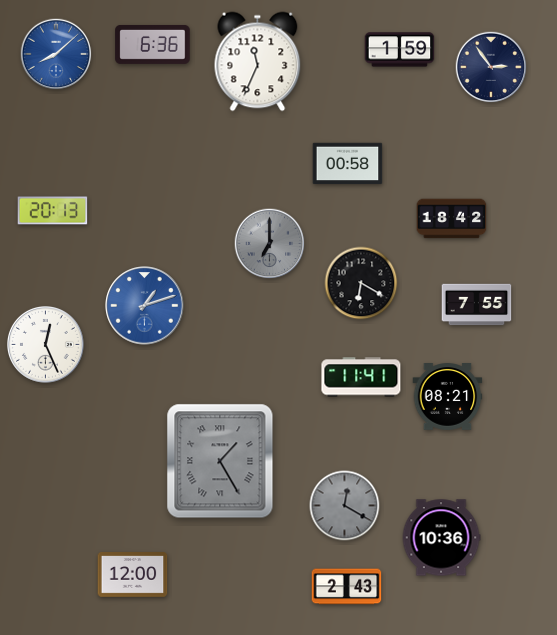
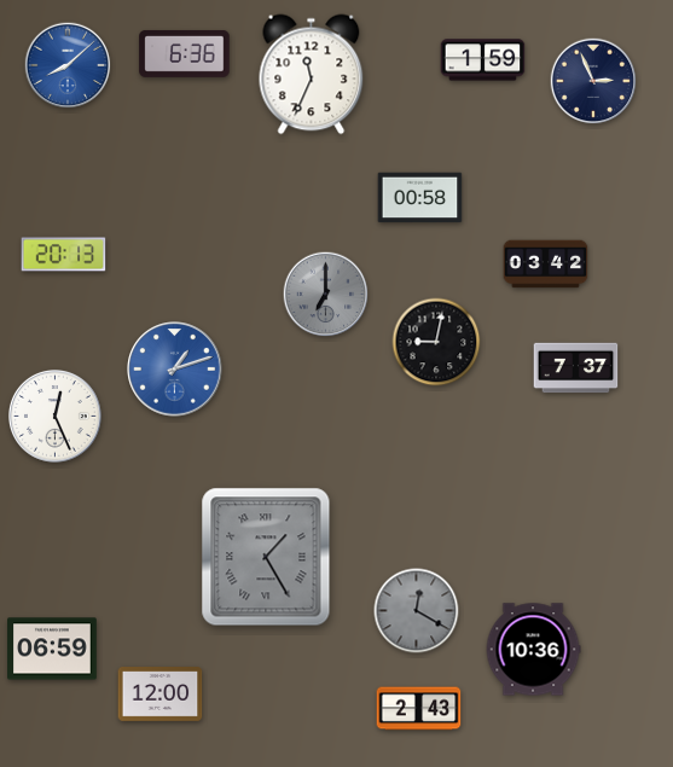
clock at (491, 67): 2:54 -> 2:56
clock at (452, 219): 18:42 -> 03:42
clock at (361, 283): 6:20 -> 9:02
clock at (477, 305): 7:55 -> 7:37
clock at (361, 377): 11:41 -> none
clock at (448, 397): 08:21 -> none
clock at (52, 649): none -> 06:59
